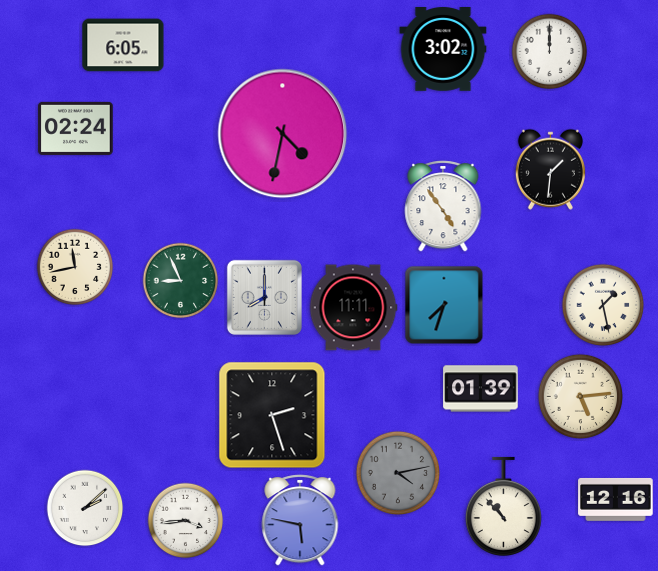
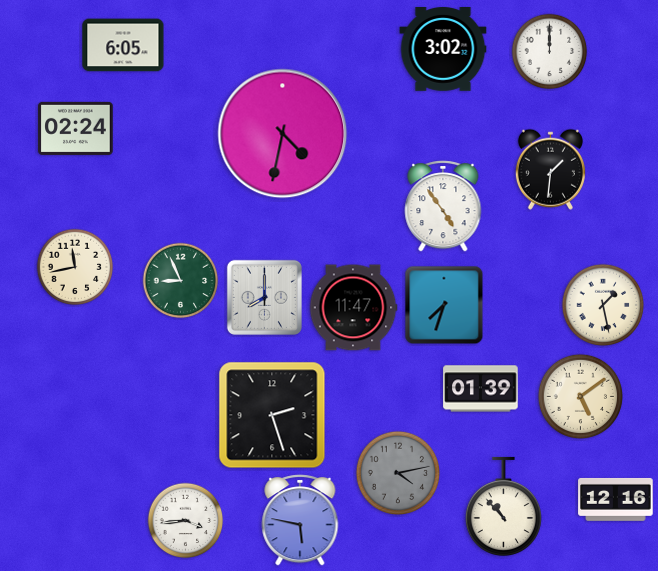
clock at (353, 308): 11:11 -> 11:47
clock at (581, 397): 5:14 -> 5:09
clock at (85, 508): 2:08 -> none
